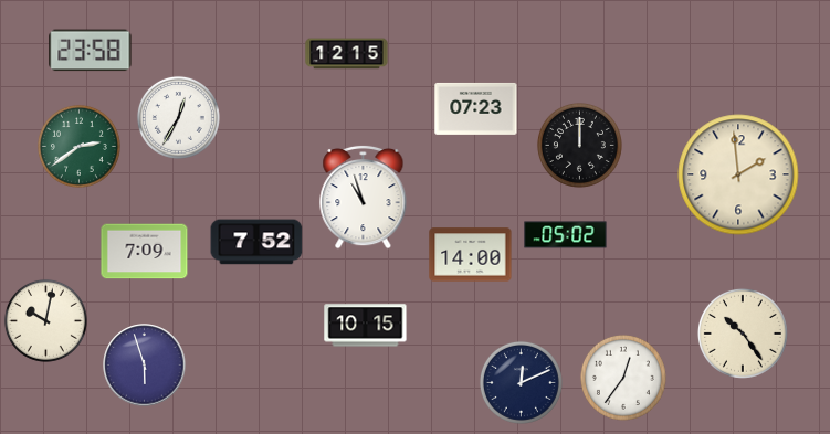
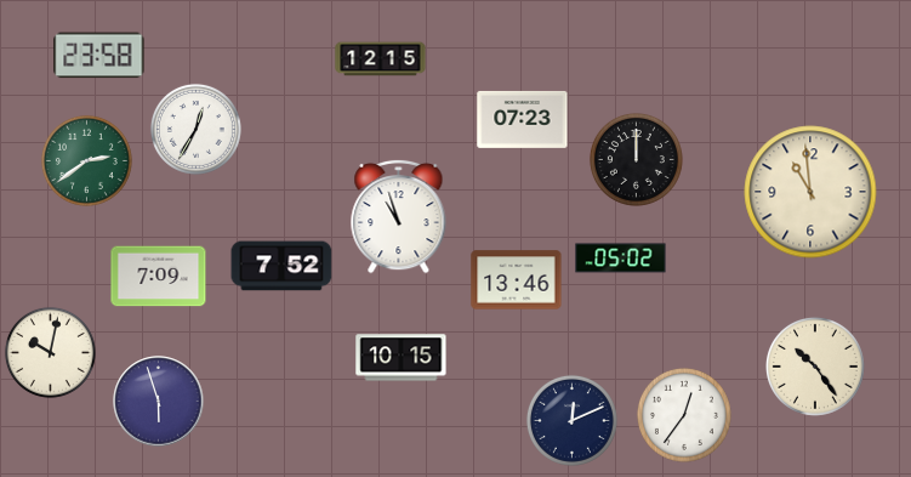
clock at (738, 174): 1:59 -> 10:59
clock at (471, 255): 14:00 -> 13:46
